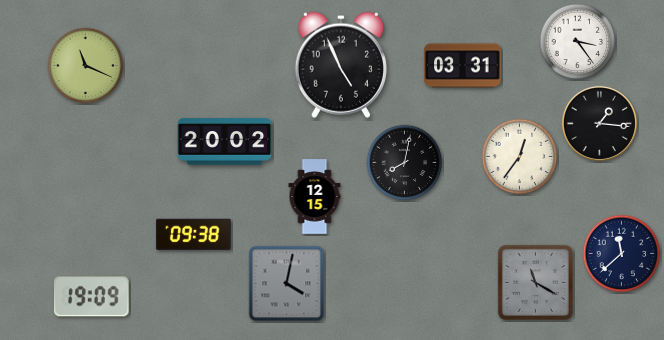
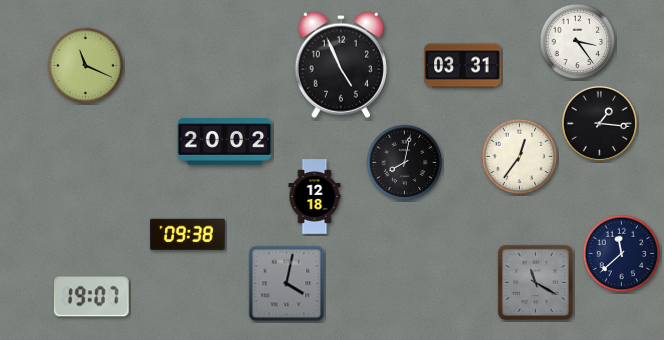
clock at (315, 197): 12:15 -> 12:18
clock at (194, 235) position: (194, 235) -> (188, 235)
clock at (91, 297): 19:09 -> 19:07
